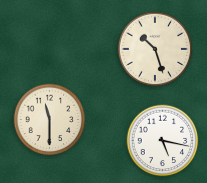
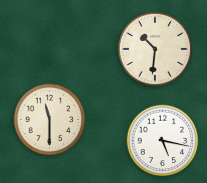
clock at (155, 49): 10:27 -> 10:31
